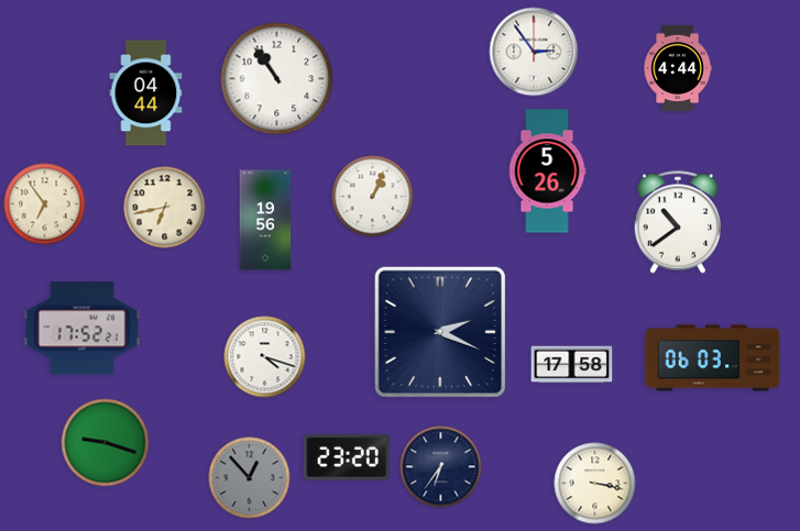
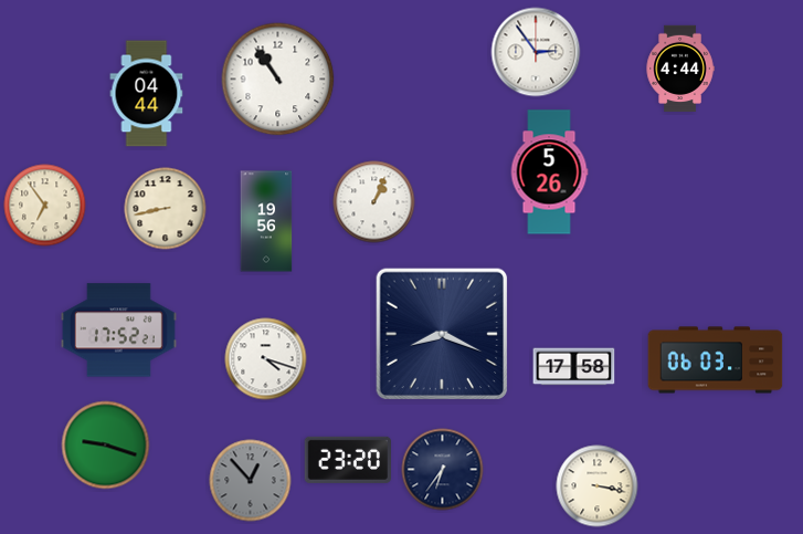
clock at (373, 197) position: (373, 197) -> (374, 202)
clock at (165, 208): 6:43 -> 8:43
clock at (677, 222): 10:39 -> none
clock at (81, 329) position: (81, 329) -> (118, 331)
clock at (440, 332): 2:19 -> 8:19
